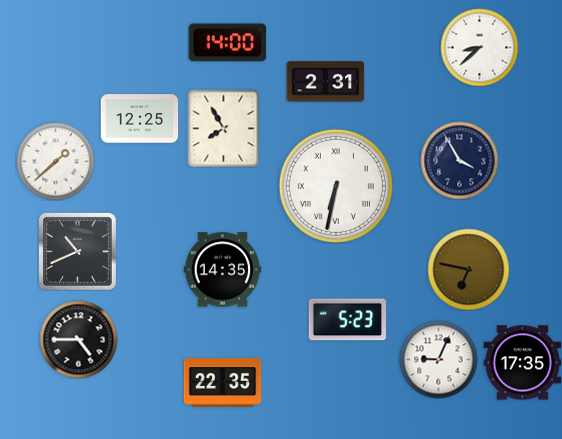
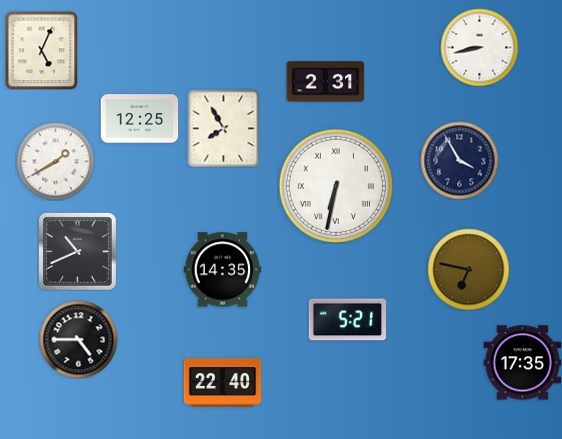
clock at (227, 43): 14:00 -> none
clock at (479, 47): 8:38 -> 8:43
clock at (42, 50): none -> 5:04
clock at (55, 161): 1:38 -> 1:40
clock at (347, 320): 5:23 -> 5:21
clock at (438, 359): 9:04 -> none
clock at (222, 383): 22:35 -> 22:40
